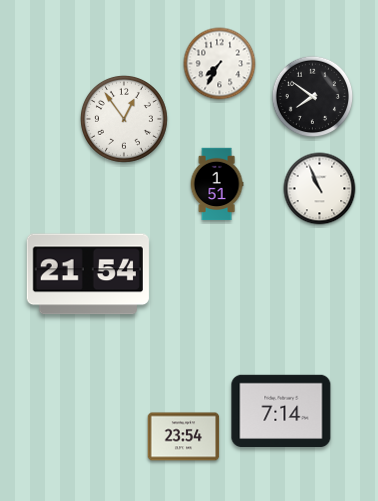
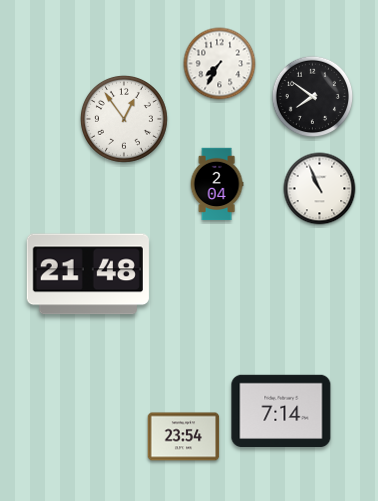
clock at (217, 184): 1:51 -> 2:04
clock at (88, 274): 21:54 -> 21:48
